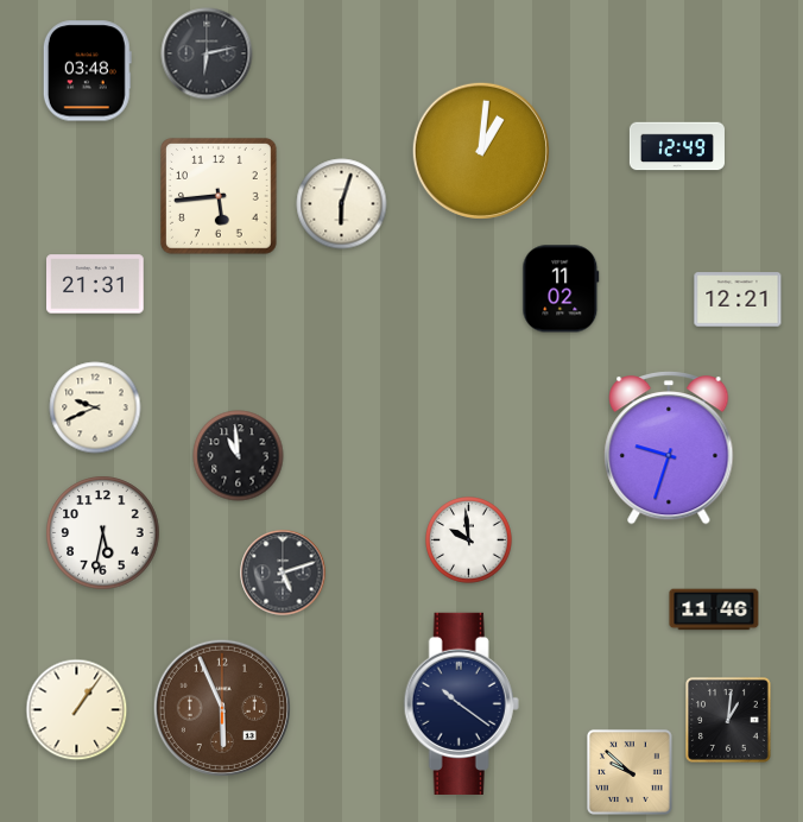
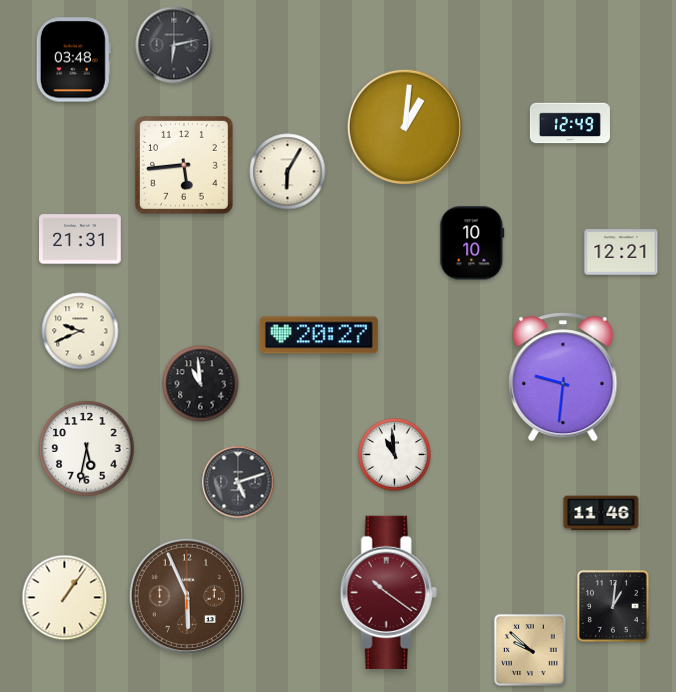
clock at (342, 204): 6:03 -> 6:05
clock at (561, 289): 11:02 -> 10:10
clock at (319, 335): none -> 20:27
clock at (95, 407) position: (95, 407) -> (80, 331)
clock at (669, 448): 9:33 -> 9:31
clock at (469, 540): 9:59 -> 10:59
clock at (461, 703) dial: navy -> burgundy
